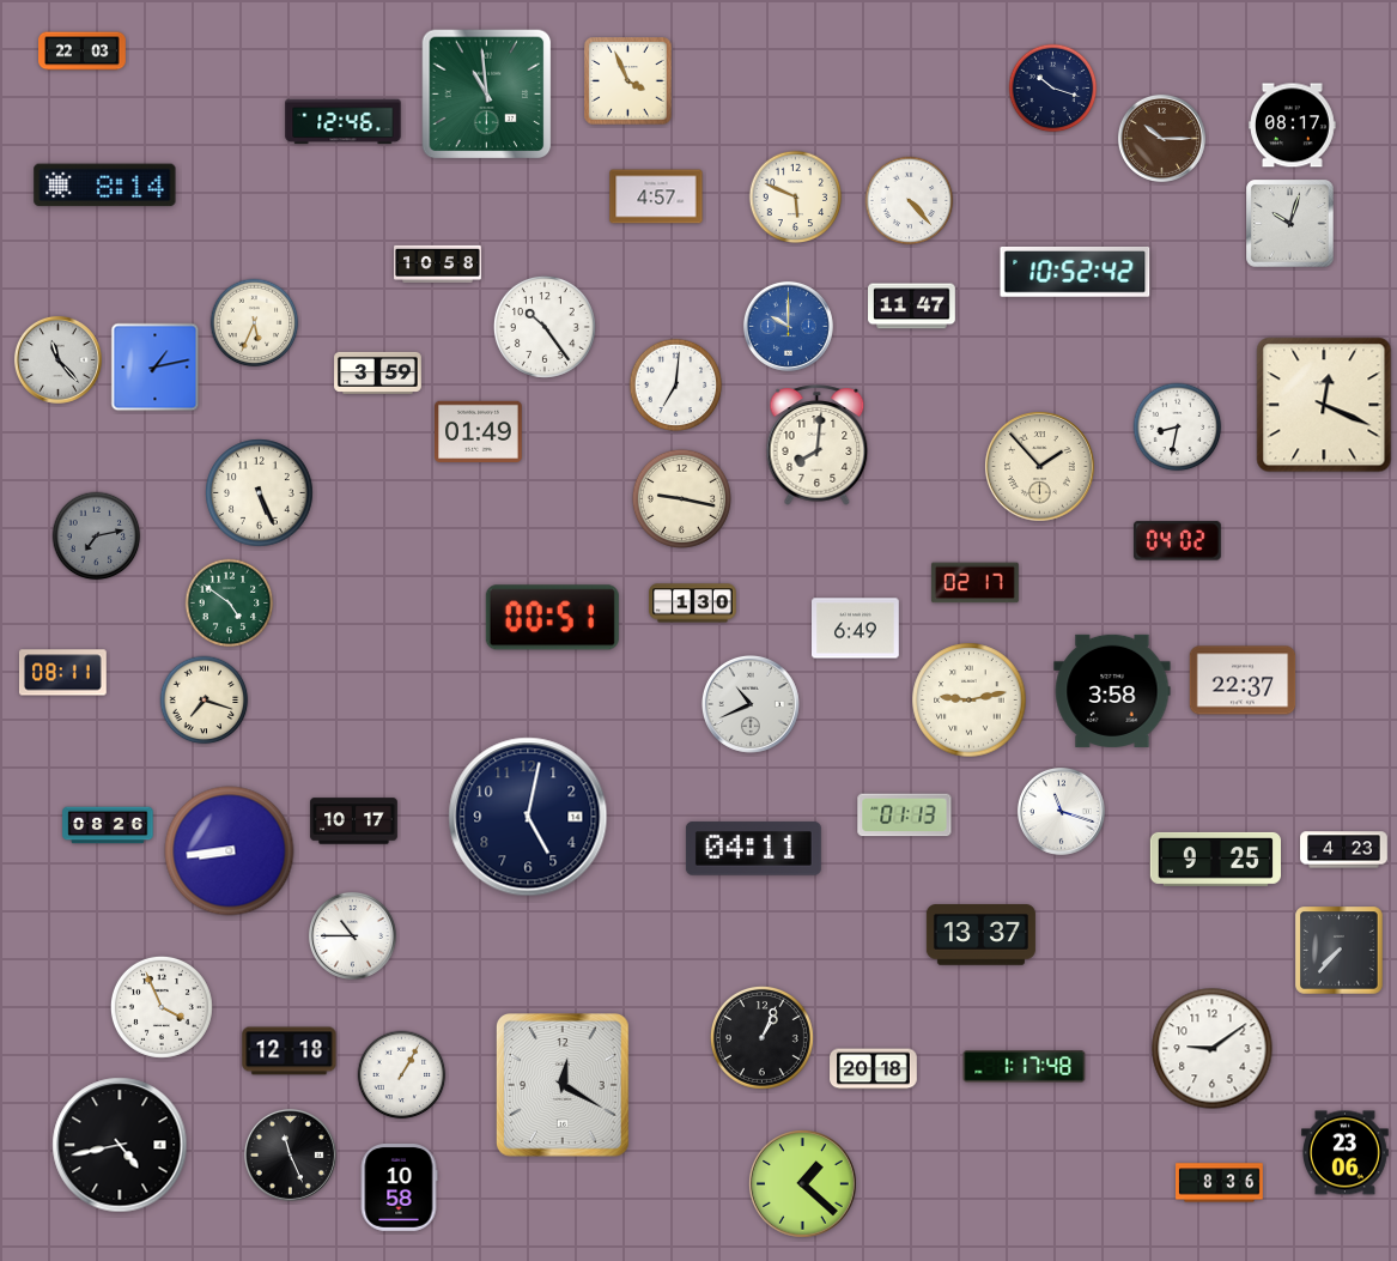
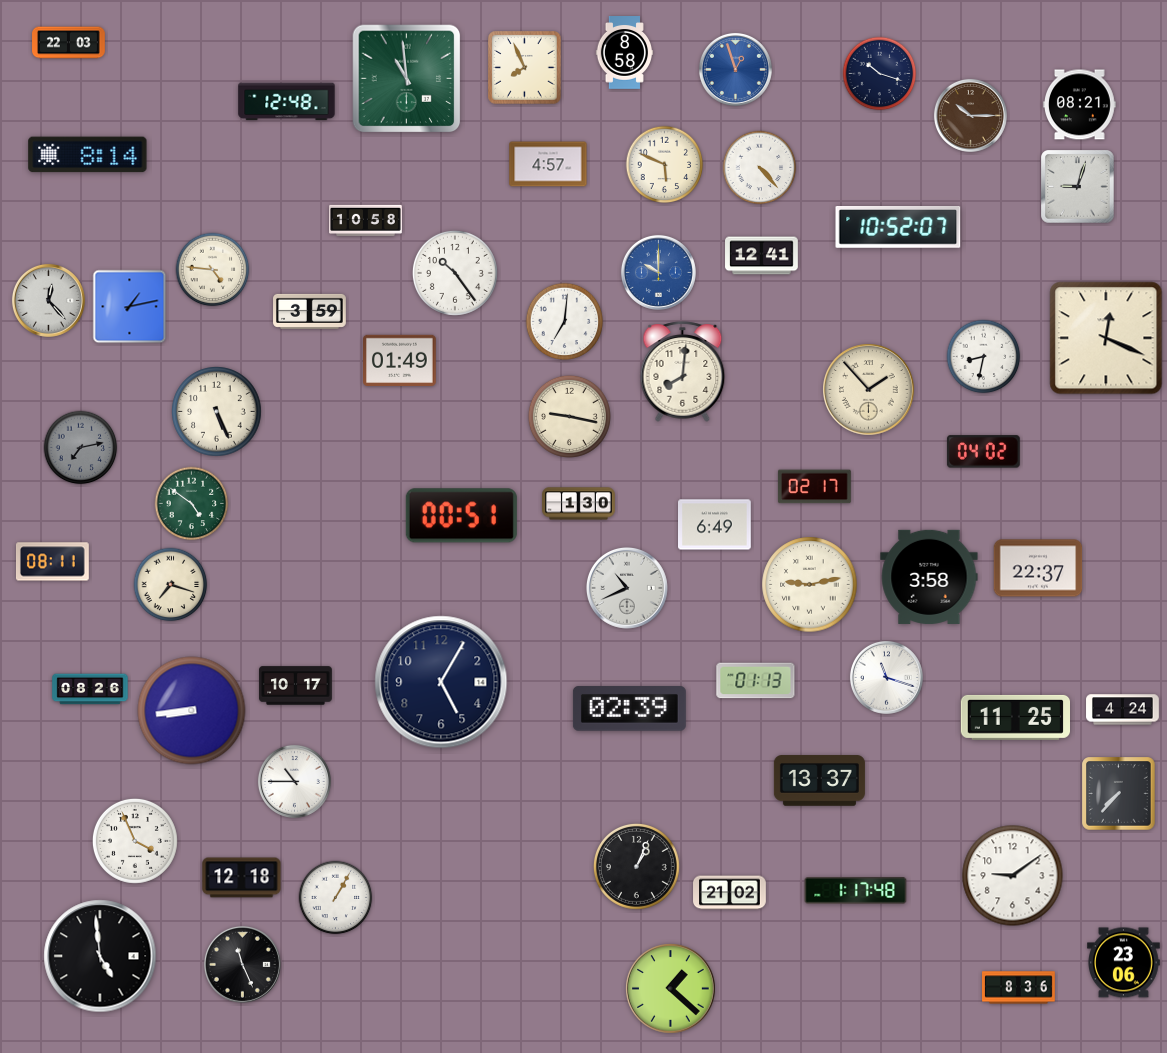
clock at (624, 53): none -> 8:58
clock at (628, 81): 3:56 -> 7:56
clock at (735, 69): none -> 12:57
clock at (344, 122): 12:46 -> 12:48
clock at (1293, 126): 08:17 -> 08:21
clock at (1290, 224): 10:03 -> 9:03
clock at (1075, 273): 10:52:42 -> 10:52:07
clock at (912, 307): 11:47 -> 12:41
clock at (255, 323): 5:34 -> 4:46
clock at (57, 359): 11:23 -> 12:23
clock at (378, 372) position: (378, 372) -> (310, 311)
clock at (528, 817): 5:02 -> 5:05
clock at (753, 849): 04:11 -> 02:39
clock at (1344, 850): 4:23 -> 4:24
clock at (1215, 859): 9:25 -> 11:25
clock at (874, 1069): 20:18 -> 21:02
clock at (564, 1086): 12:20 -> none
clock at (120, 1145): 4:43 -> 4:59
clock at (399, 1188): 10:58 -> none
